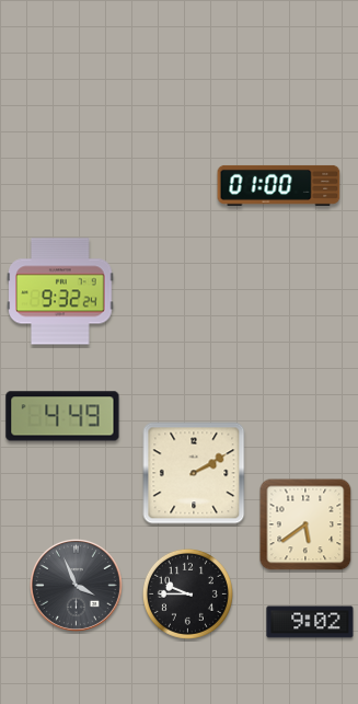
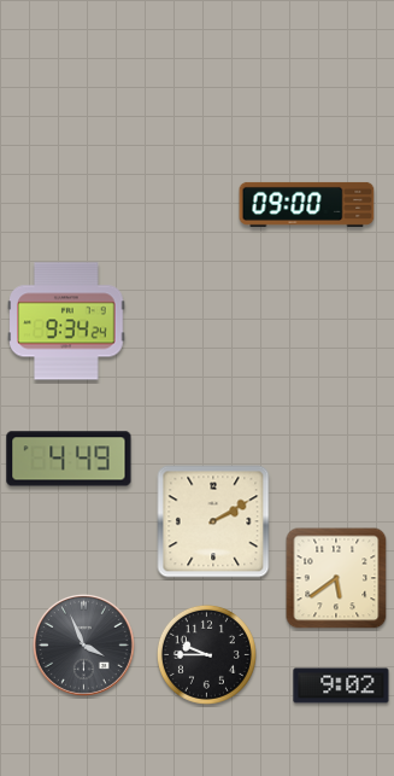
clock at (279, 185): 01:00 -> 09:00
clock at (60, 291): 9:32 -> 9:34
